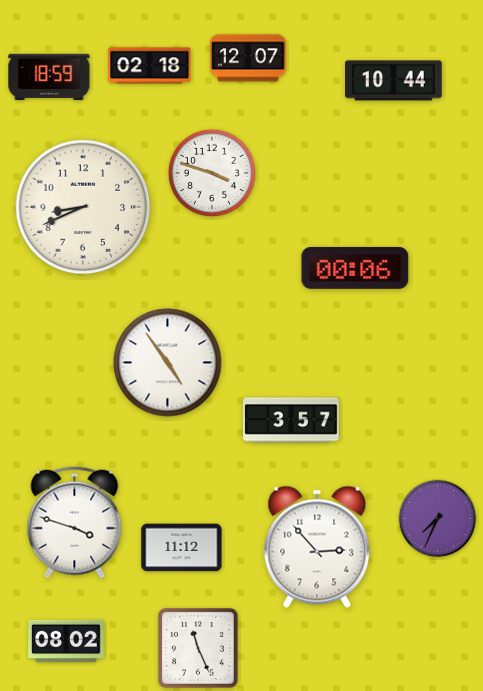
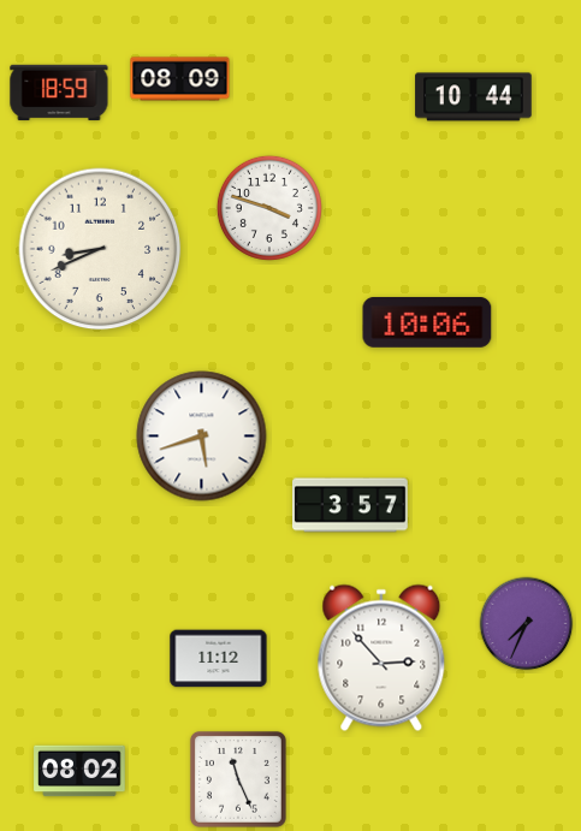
clock at (248, 58): 12:07 -> none
clock at (150, 66): 02:18 -> 08:09
clock at (212, 173) position: (212, 173) -> (269, 208)
clock at (355, 268): 00:06 -> 10:06
clock at (168, 363): 4:54 -> 5:42
clock at (75, 523): 3:48 -> none
